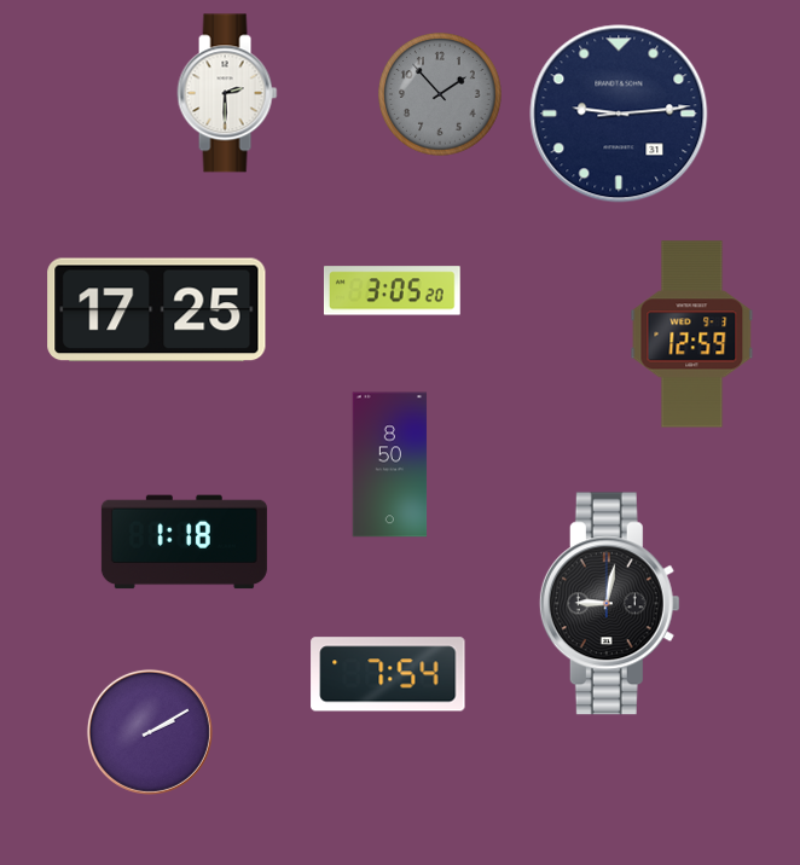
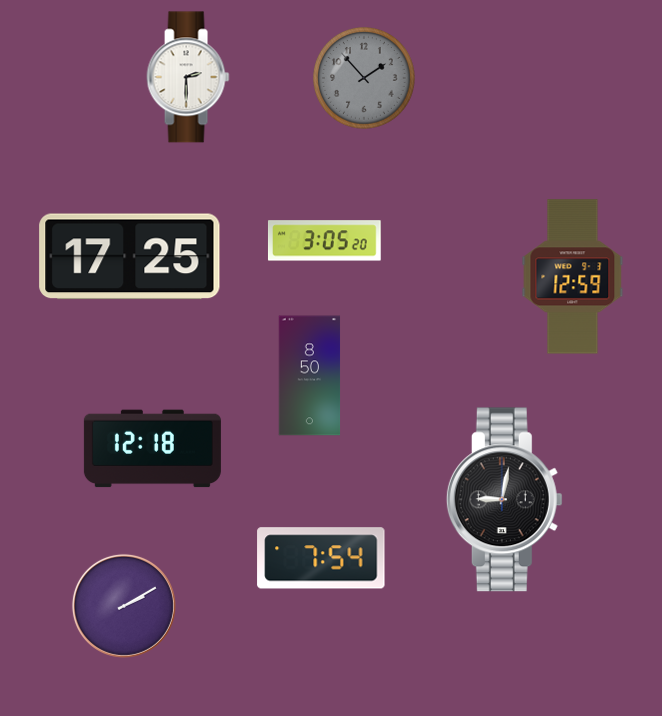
clock at (619, 114): 9:14 -> none
clock at (390, 465) position: (390, 465) -> (310, 376)
clock at (184, 542): 1:18 -> 12:18
